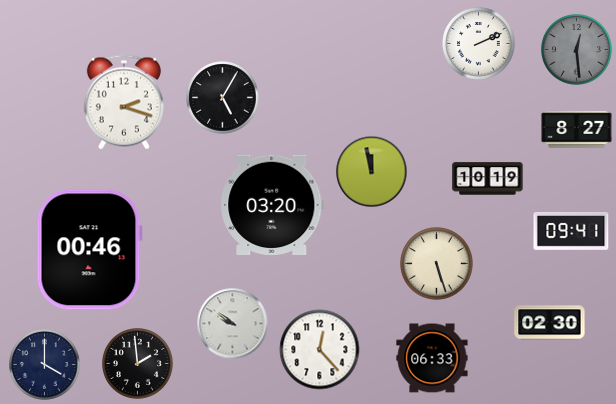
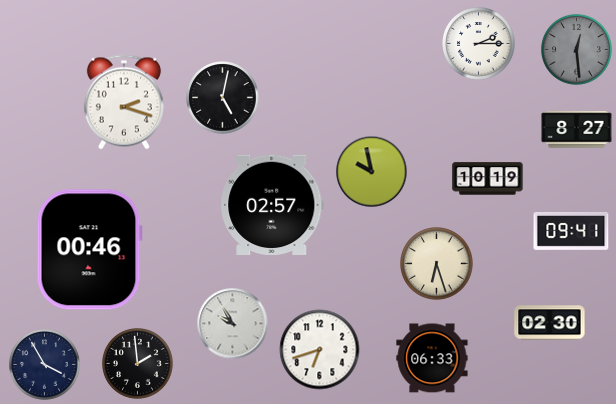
clock at (479, 44): 2:11 -> 2:15
clock at (223, 98): 5:05 -> 5:02
clock at (372, 172): 11:58 -> 9:58
clock at (272, 204): 03:20 -> 02:57
clock at (437, 264): 5:27 -> 6:27
clock at (233, 324): 9:51 -> 9:55
clock at (320, 350): 12:23 -> 6:42
clock at (45, 365): 4:00 -> 3:55
